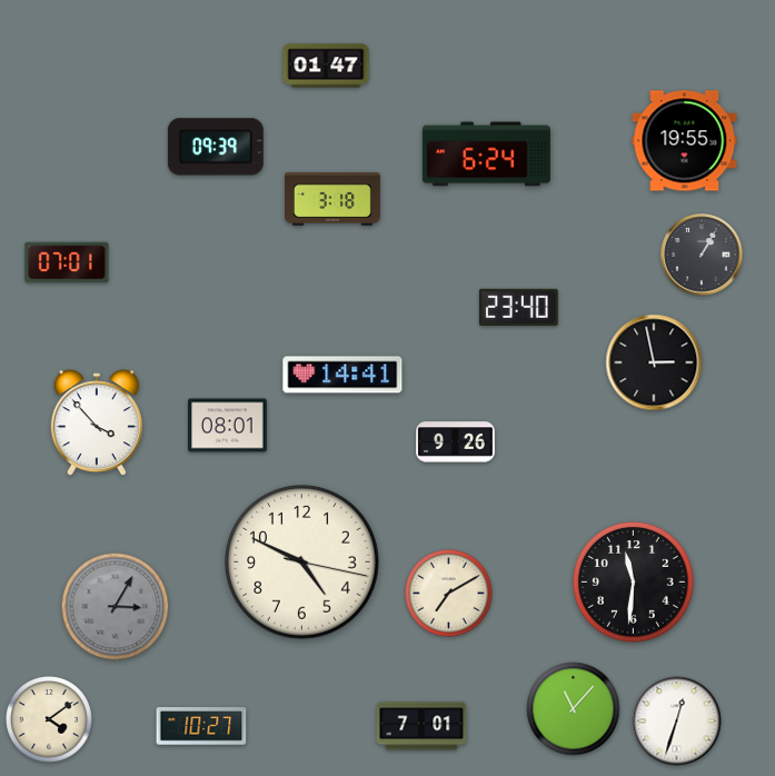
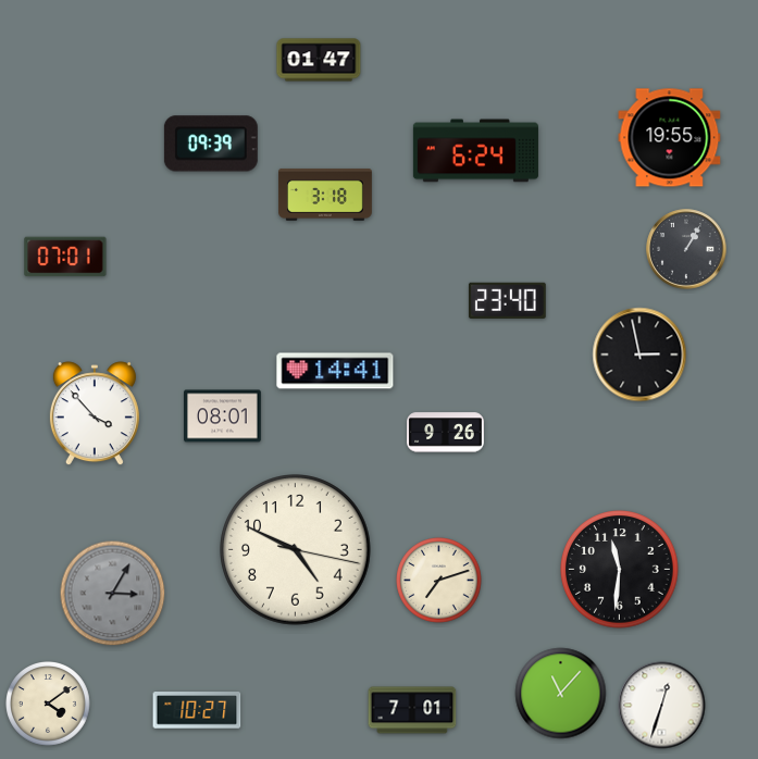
clock at (326, 66) position: (326, 66) -> (319, 60)
clock at (342, 375) position: (342, 375) -> (335, 371)
clock at (449, 594): 7:10 -> 7:12
